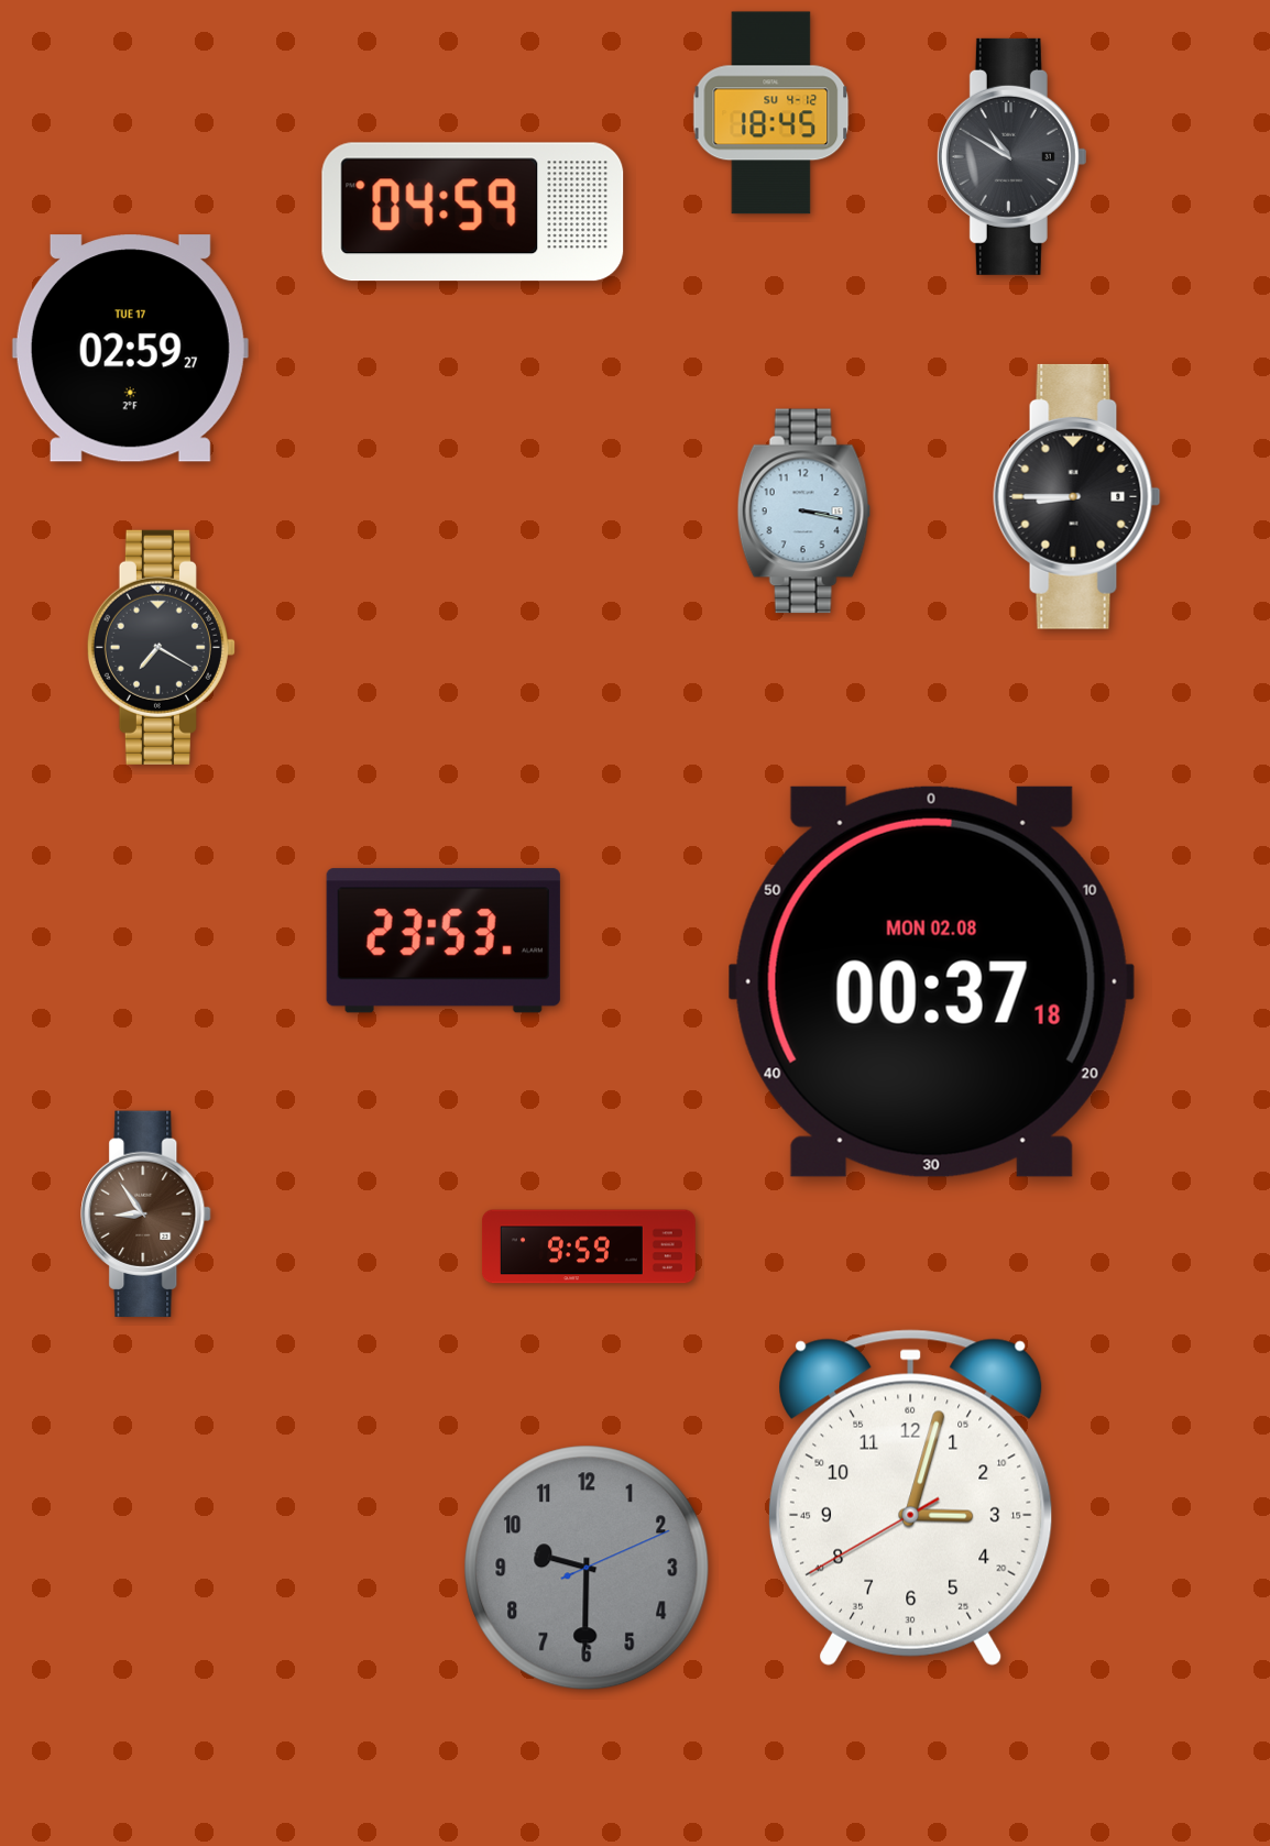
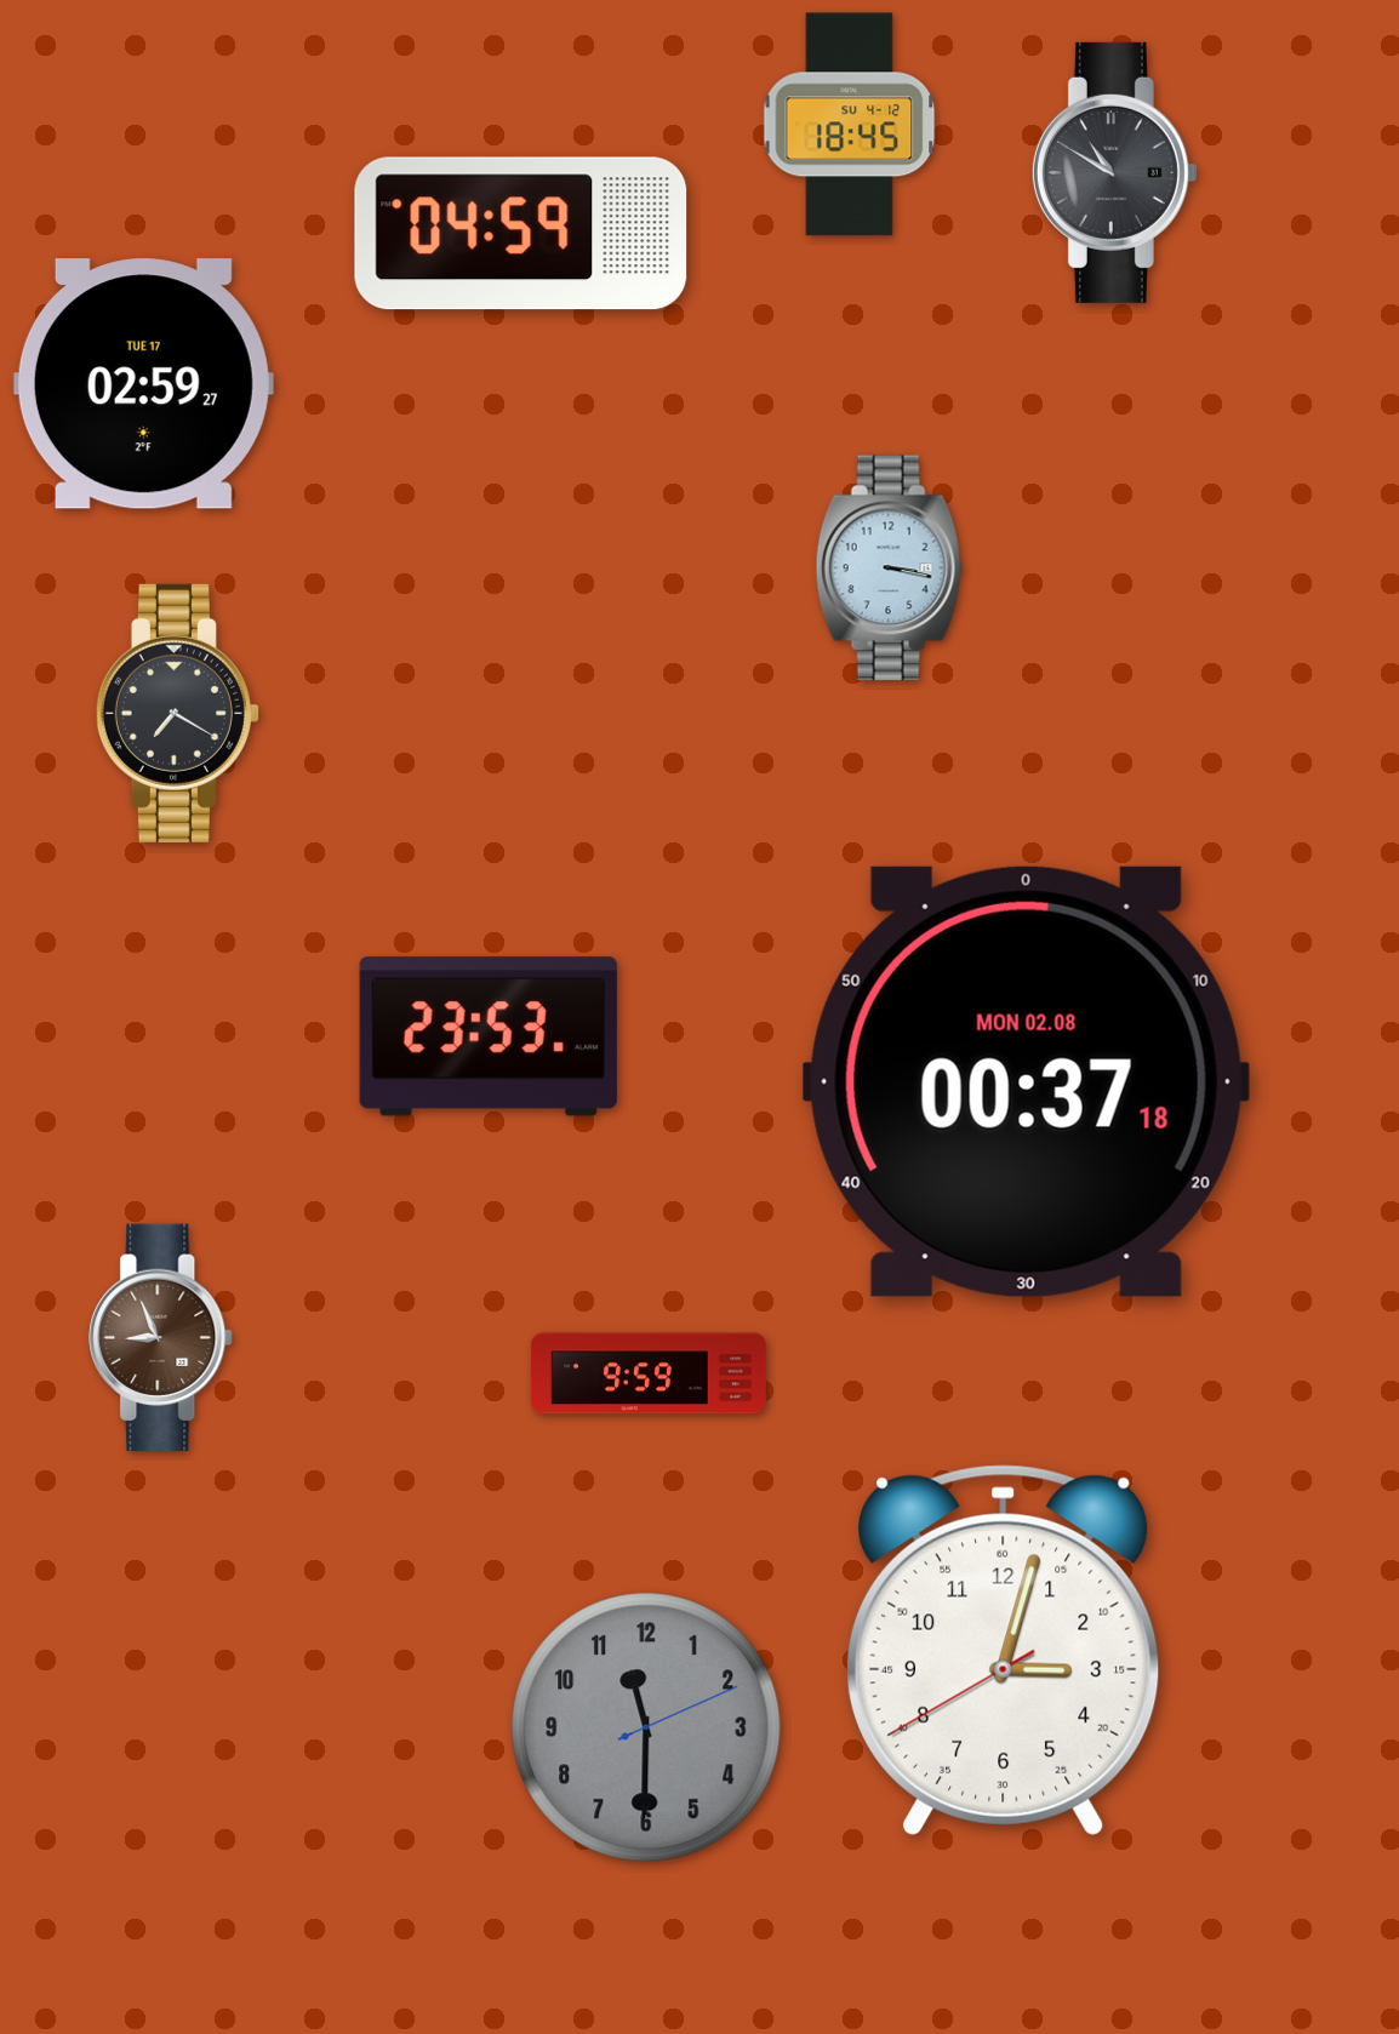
clock at (1077, 496): 8:45 -> none
clock at (804, 512) position: (804, 512) -> (890, 569)
clock at (146, 1215): 8:54 -> 8:56
clock at (587, 1568): 9:30 -> 11:30
